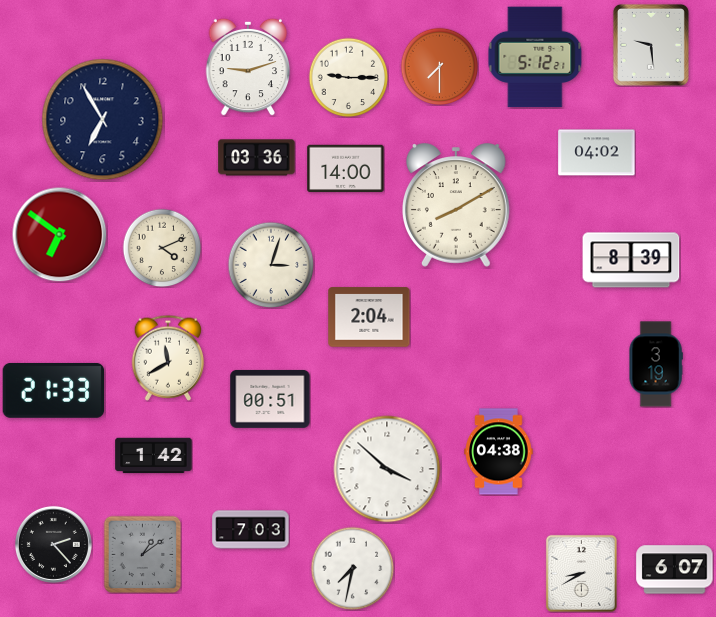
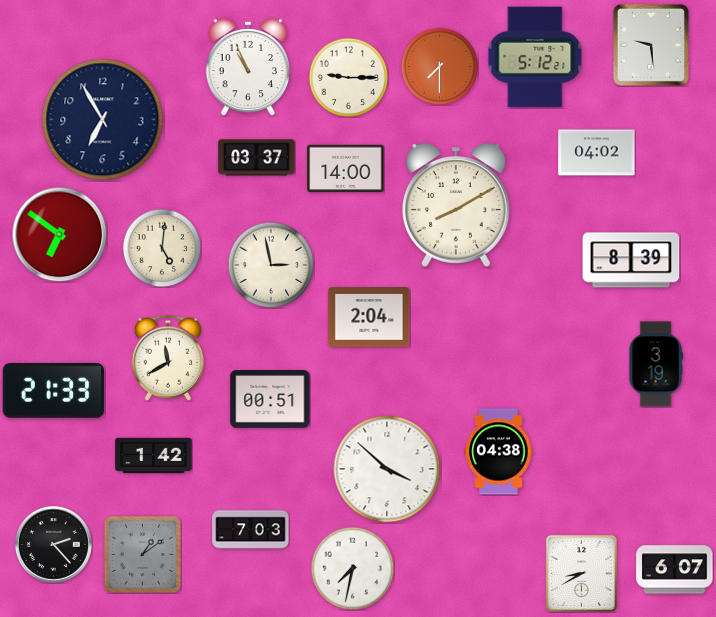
clock at (248, 67): 9:12 -> 10:56
clock at (257, 158): 03:36 -> 03:37
clock at (162, 248): 4:11 -> 5:01
clock at (271, 265): 3:03 -> 2:58
